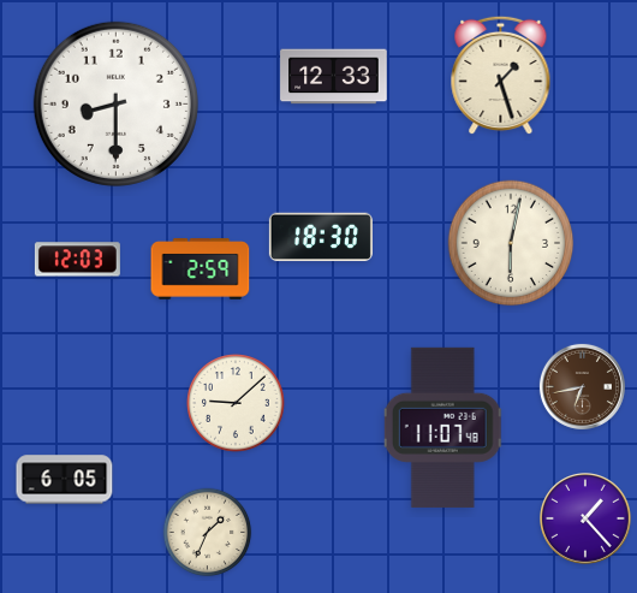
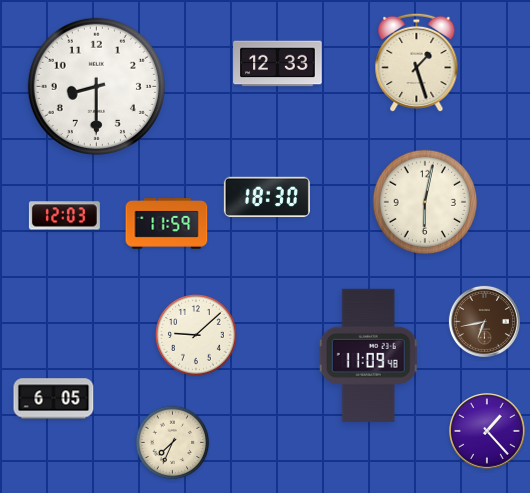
clock at (201, 269): 2:59 -> 11:59
clock at (443, 427): 11:07 -> 11:09
clock at (208, 533): 1:34 -> 7:34
